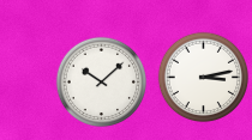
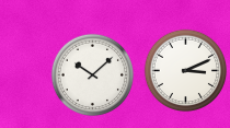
clock at (204, 78): 3:13 -> 3:11
